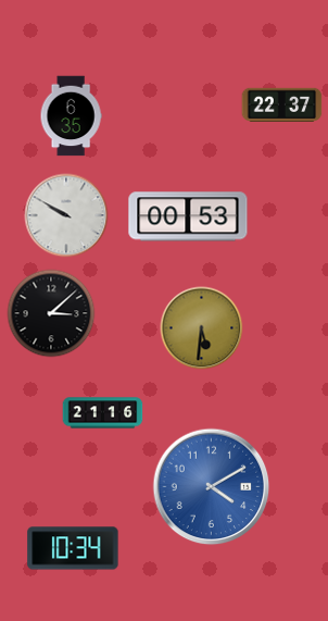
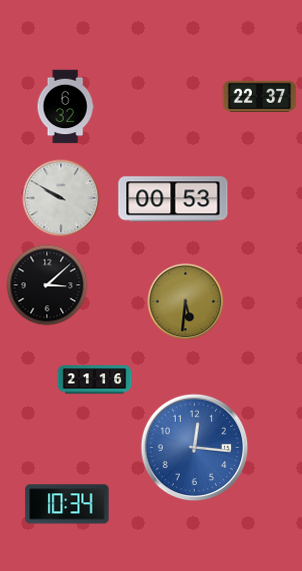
clock at (71, 116): 6:35 -> 6:32
clock at (51, 313) position: (51, 313) -> (47, 285)
clock at (212, 487): 4:10 -> 12:16
